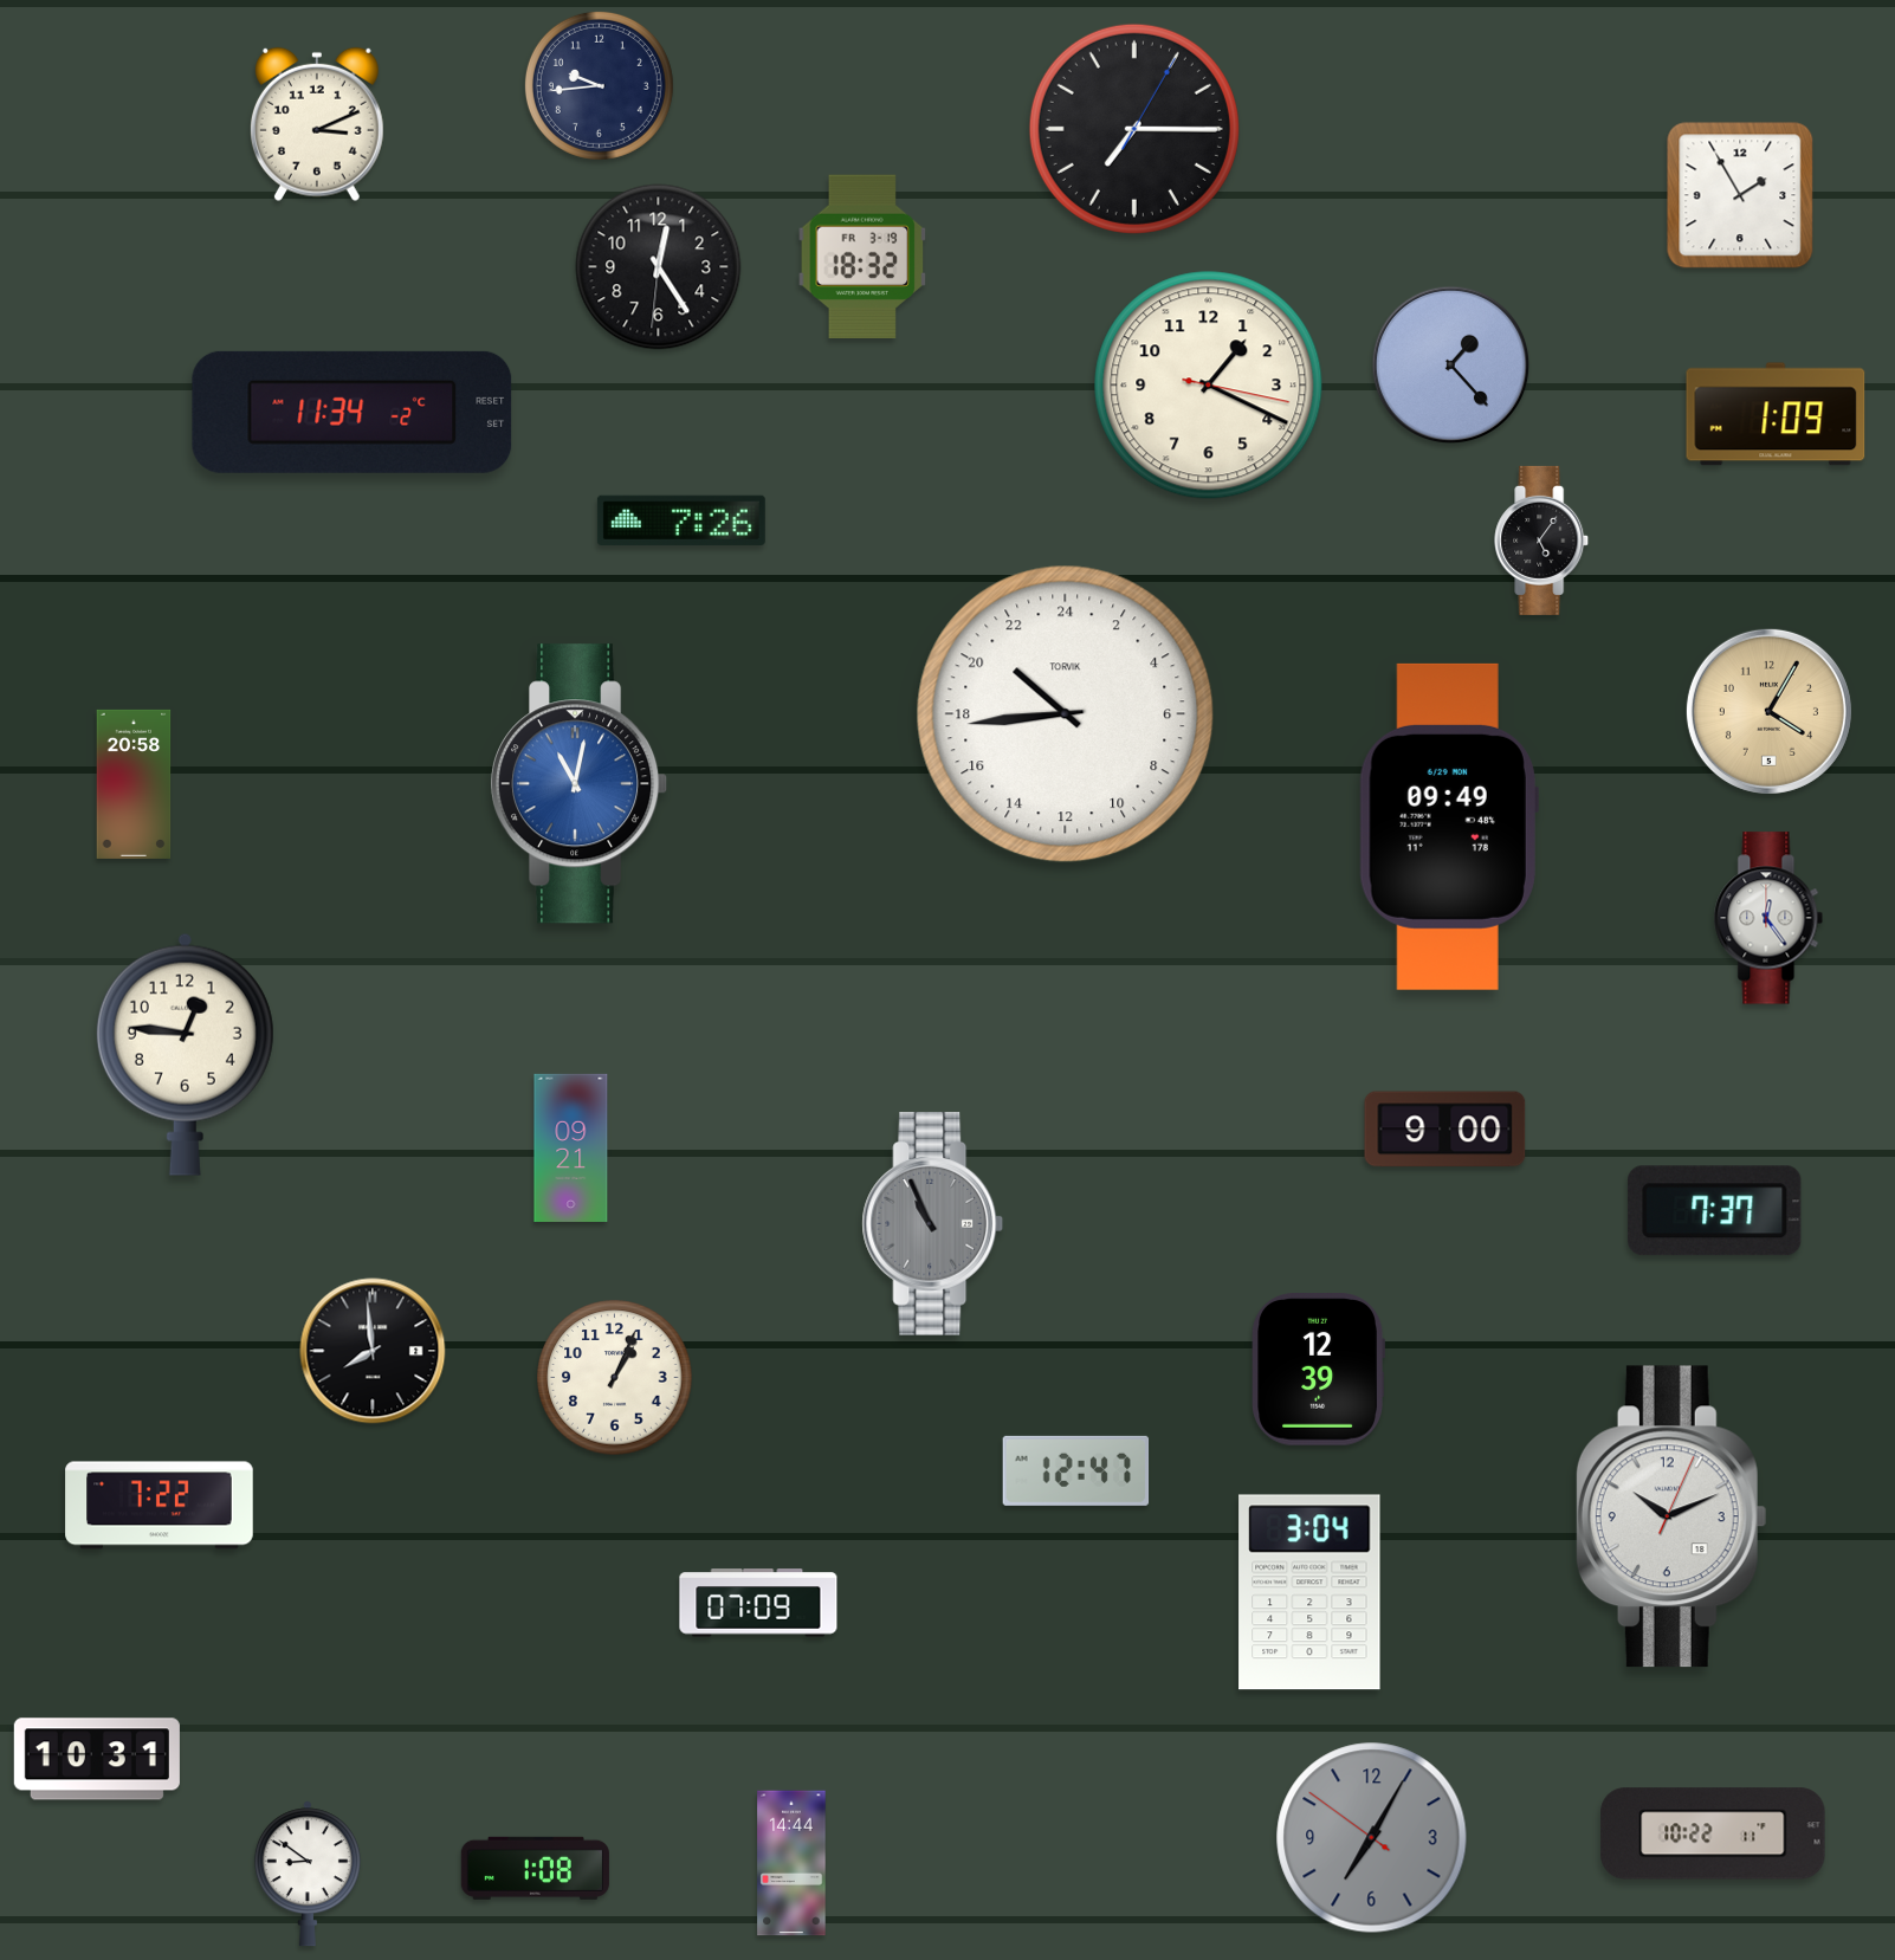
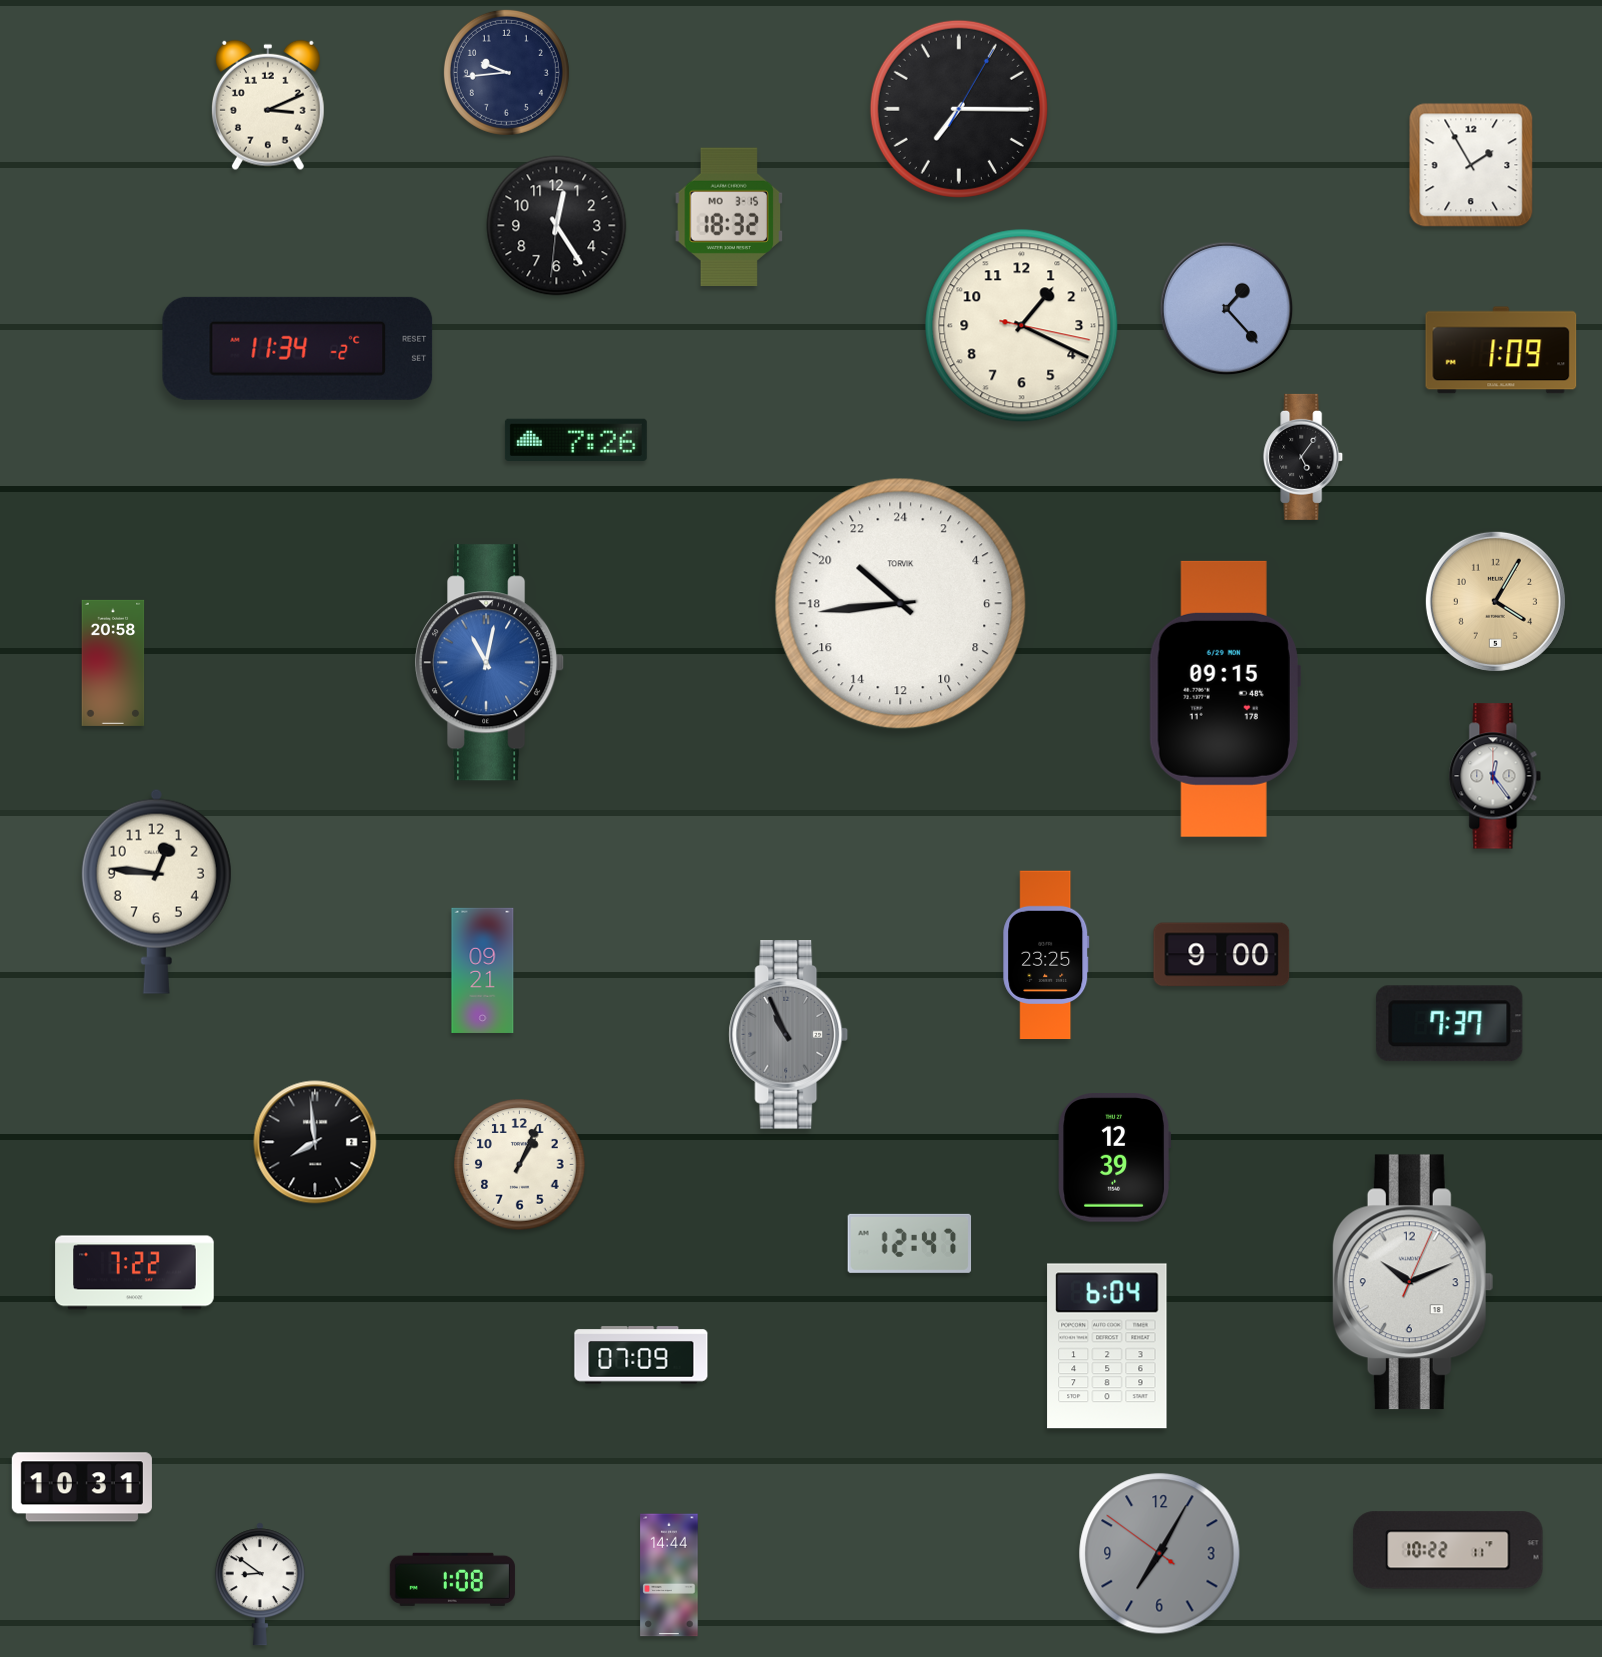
clock at (862, 257) date: FR 3-19 -> MO 3-15
clock at (1449, 827): 09:49 -> 09:15
clock at (1046, 955): none -> 23:25
clock at (1309, 1592): 3:04 -> 6:04
